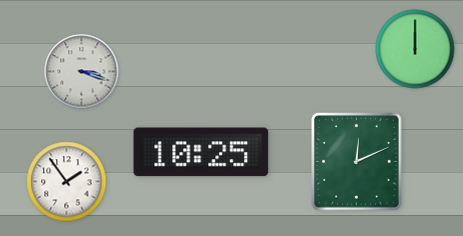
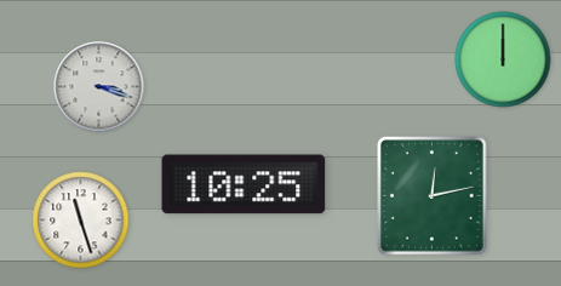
clock at (357, 162): 12:11 -> 12:13
clock at (67, 182): 1:54 -> 11:27
